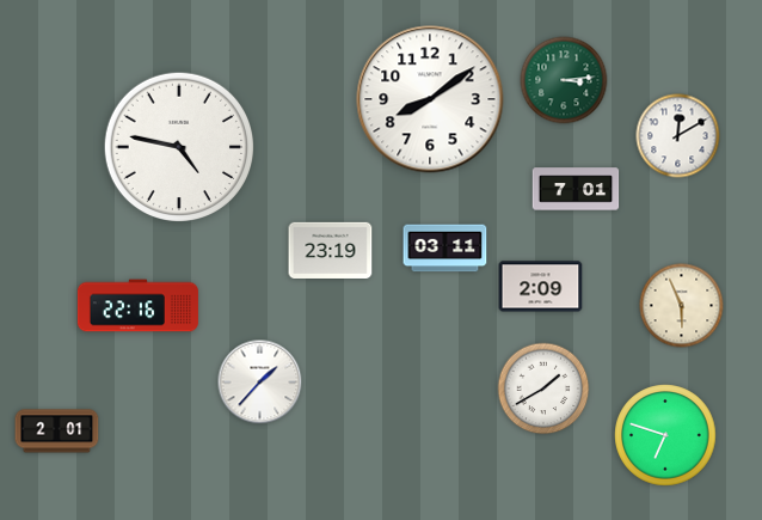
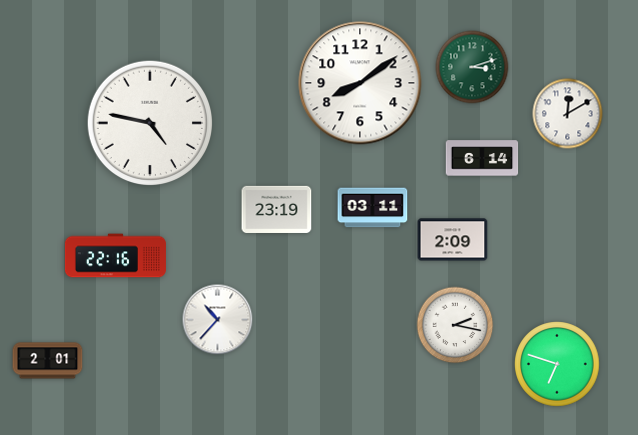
clock at (564, 80): 3:14 -> 3:12
clock at (576, 189): 7:01 -> 6:14
clock at (682, 306): 5:56 -> none
clock at (260, 383): 1:37 -> 10:37
clock at (543, 389): 1:40 -> 2:17
